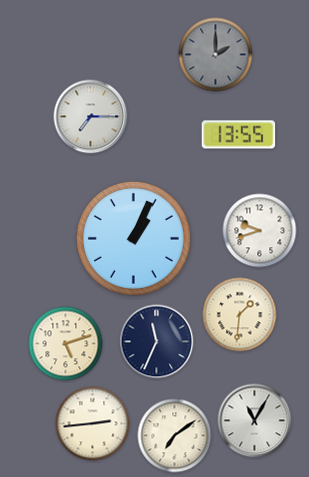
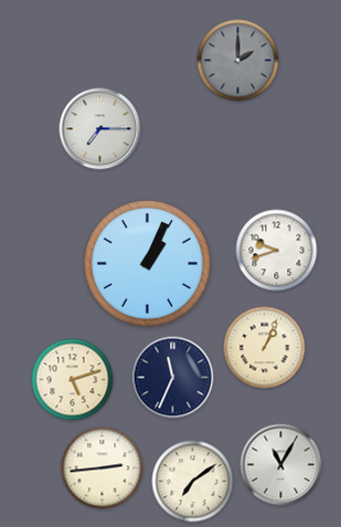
clock at (239, 135): 13:55 -> none
clock at (260, 231) position: (260, 231) -> (277, 251)
clock at (240, 315): 1:31 -> 1:04
